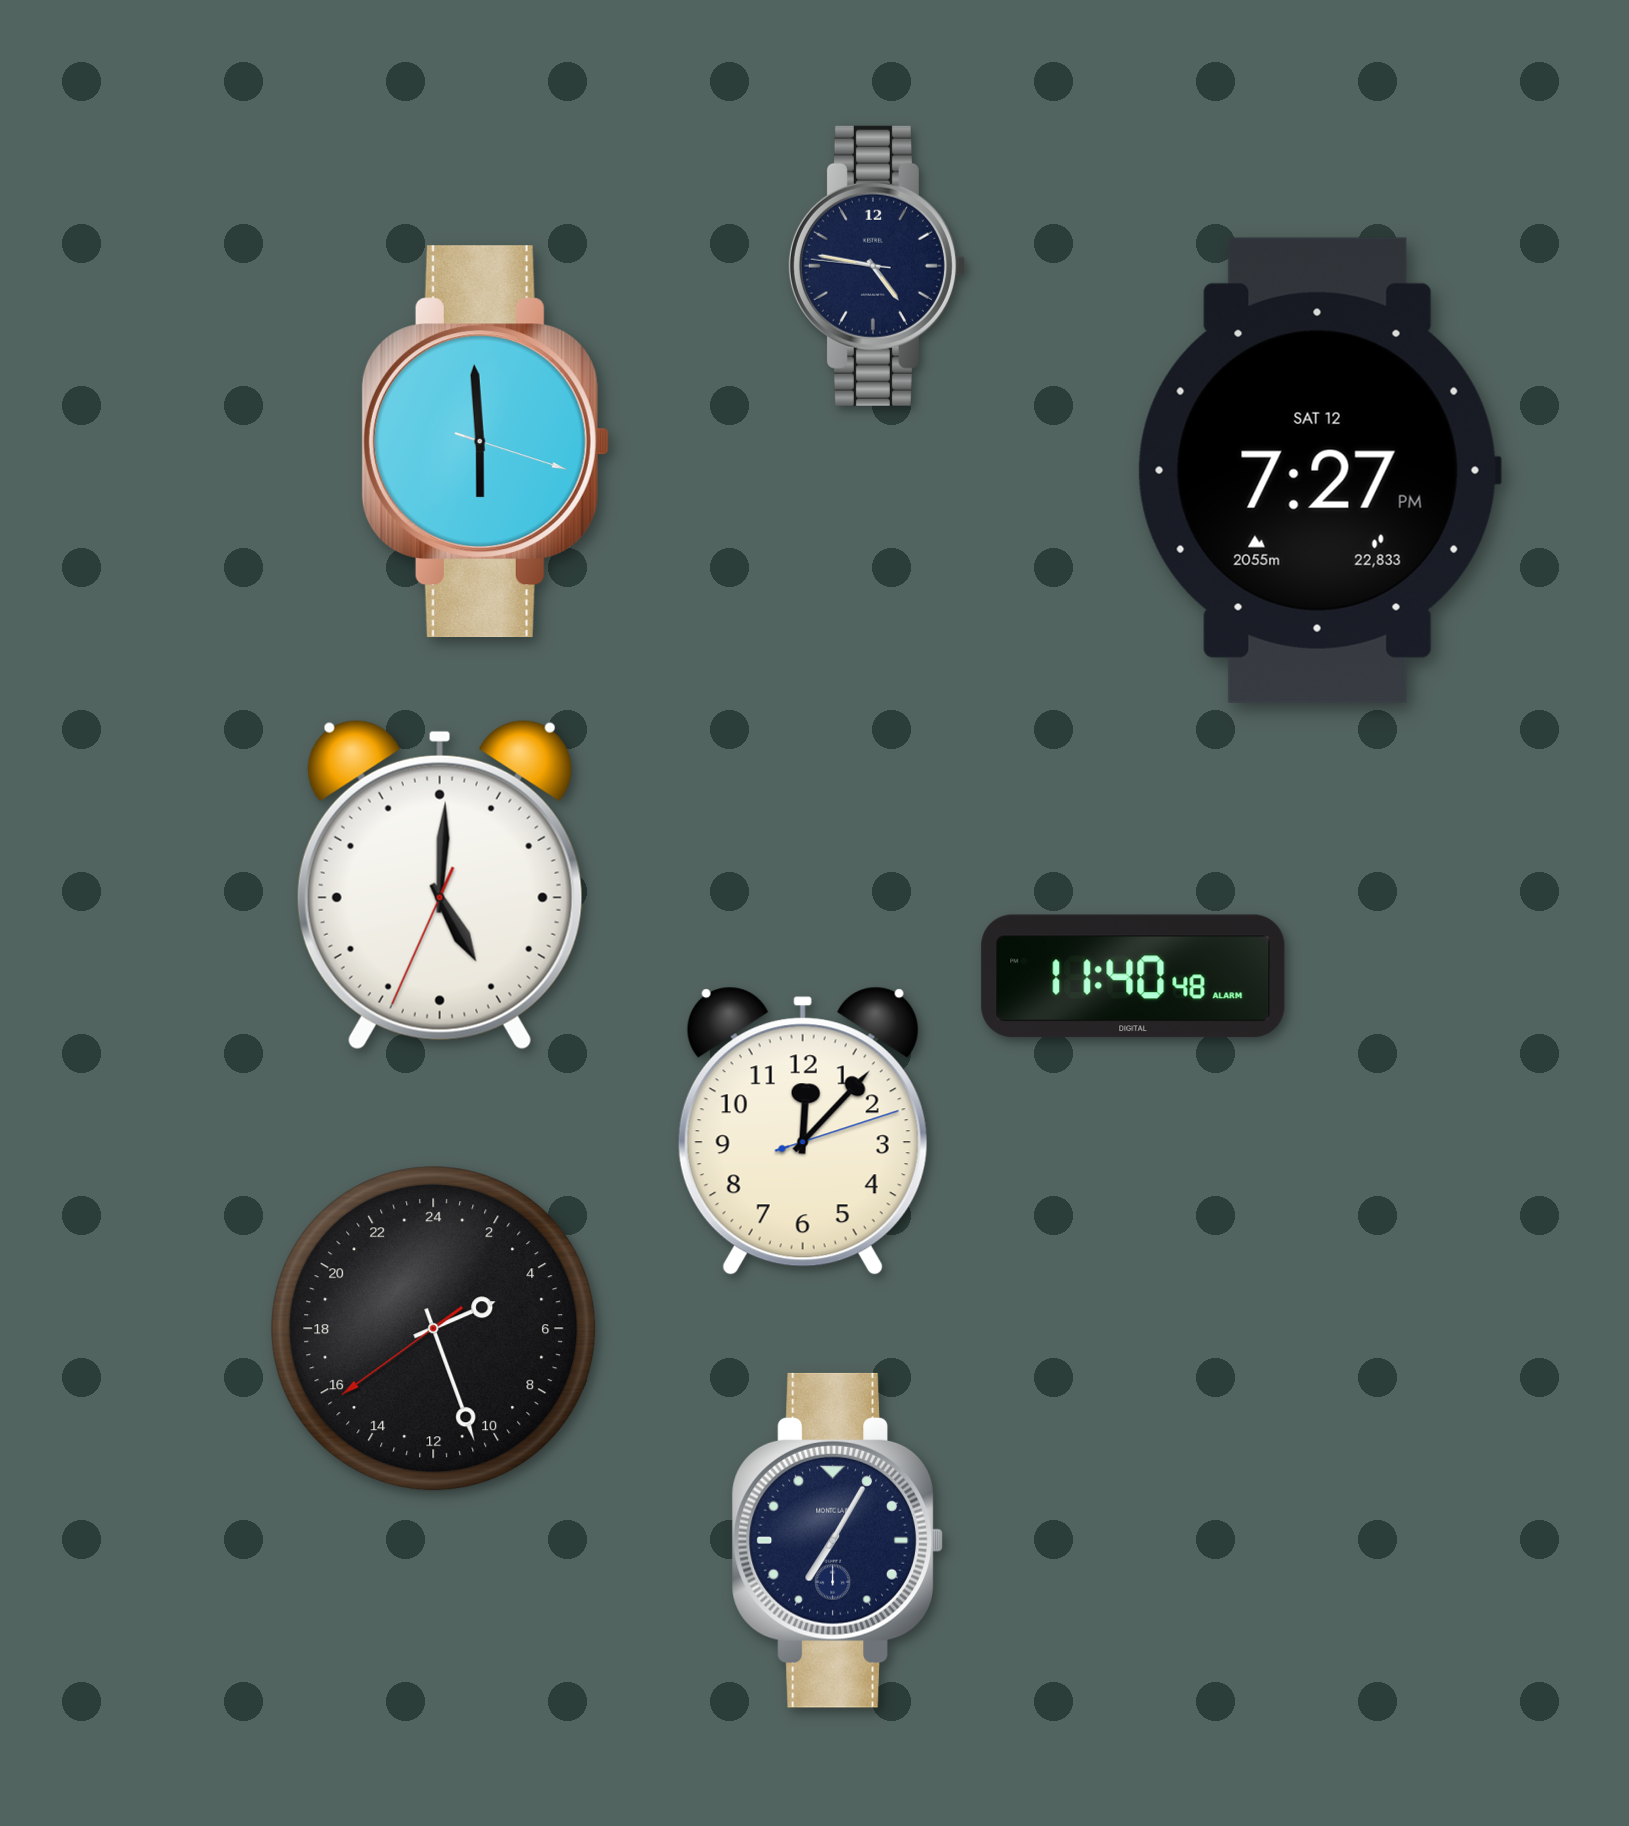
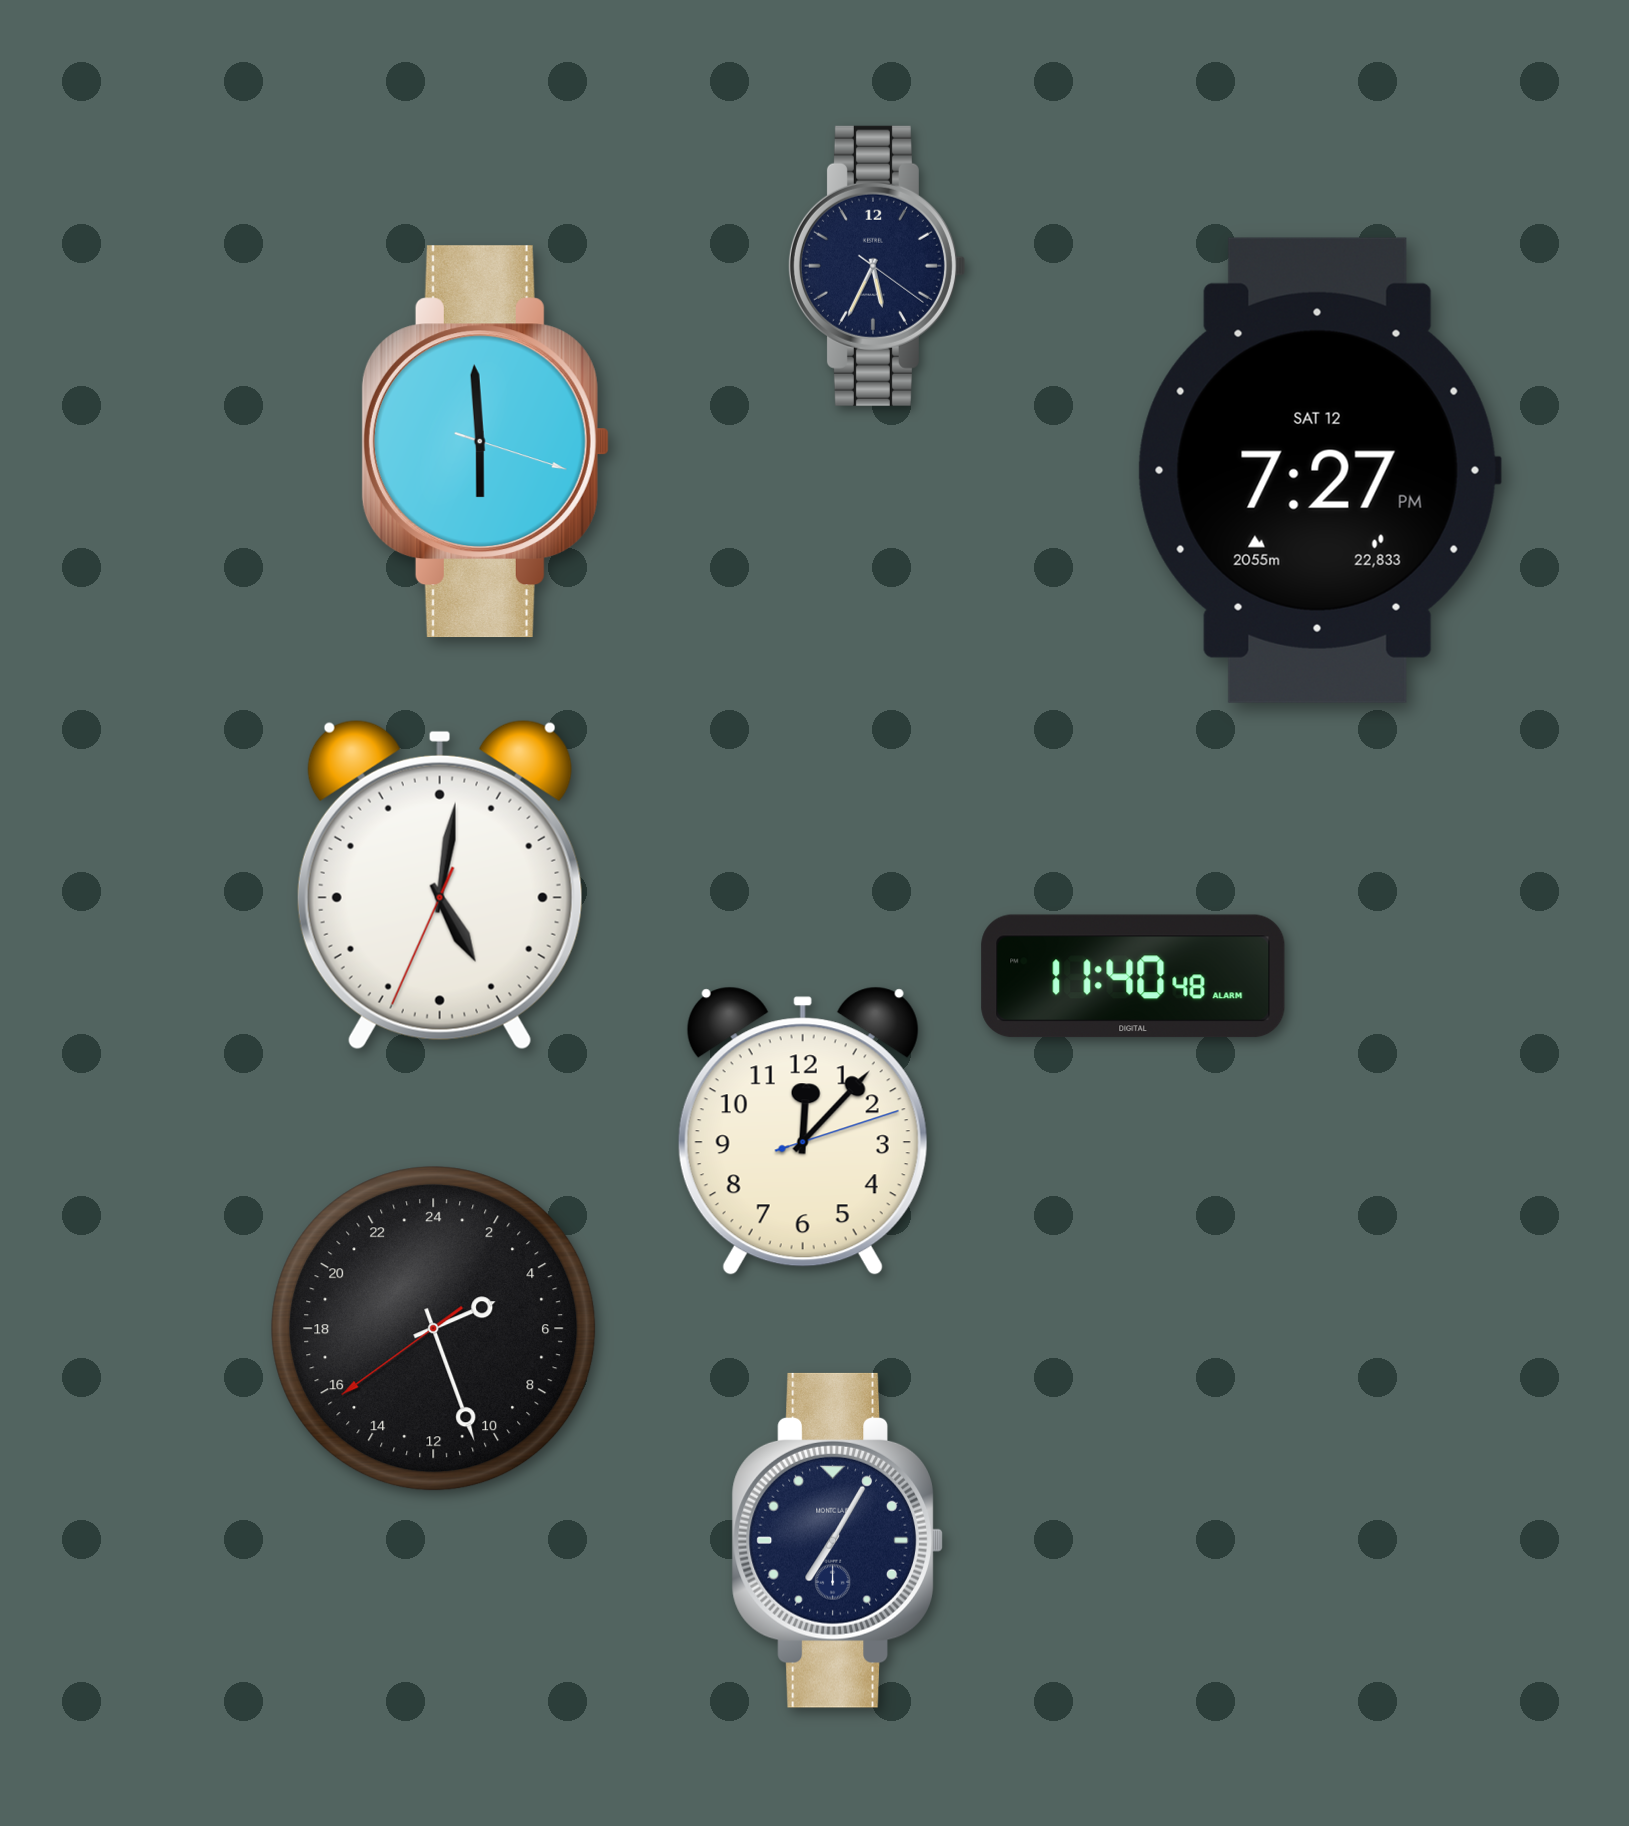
clock at (876, 266): 4:46 -> 5:34
clock at (440, 885): 5:00 -> 5:01
